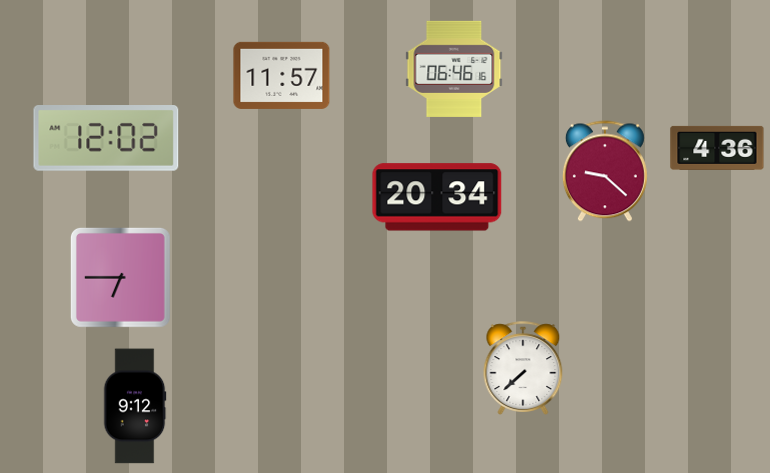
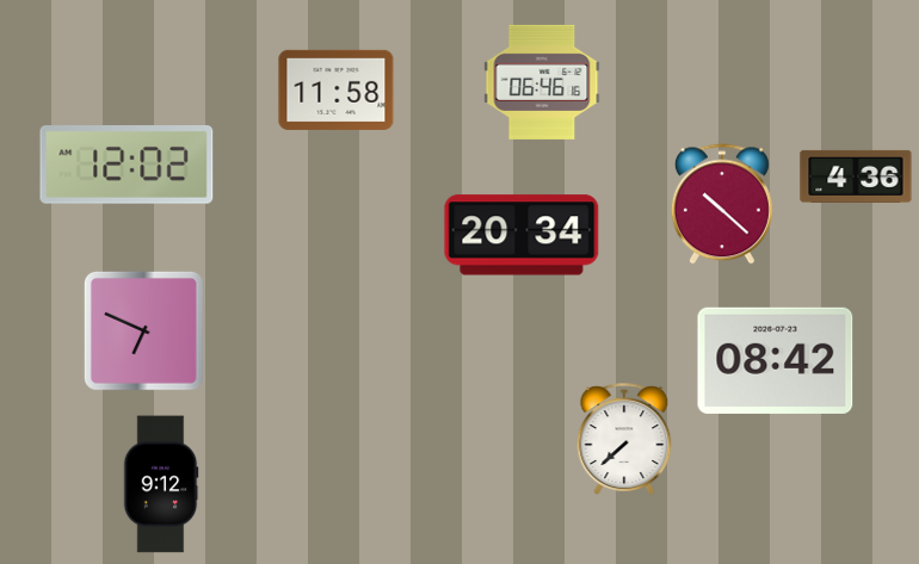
clock at (282, 75): 11:57 -> 11:58
clock at (605, 171): 9:22 -> 10:22
clock at (120, 277): 6:45 -> 6:49
clock at (776, 360): none -> 08:42
